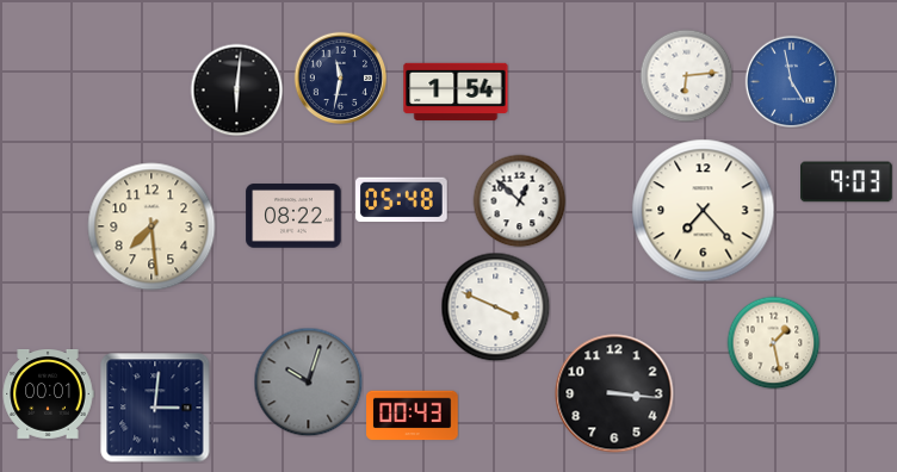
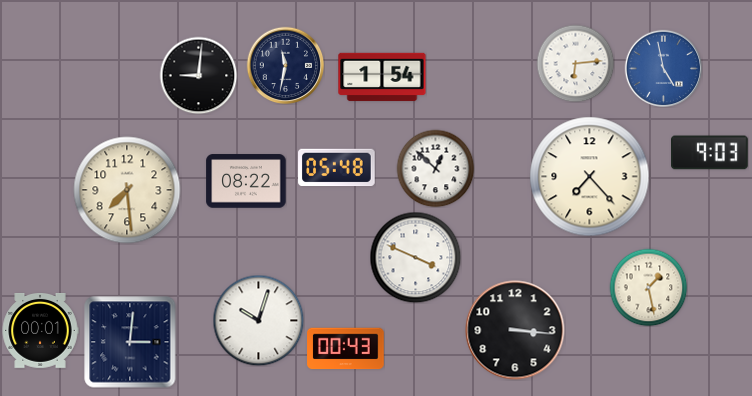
clock at (236, 89): 6:01 -> 9:01
clock at (308, 381) dial: grey -> white
